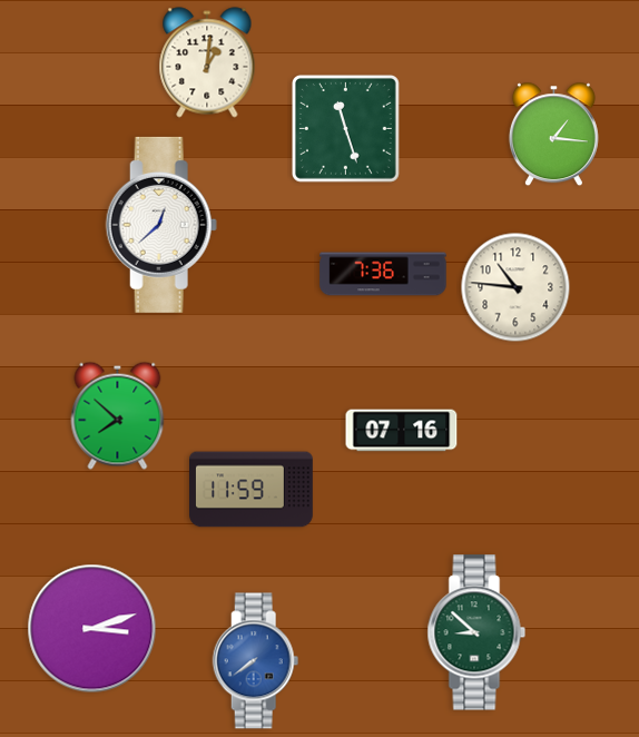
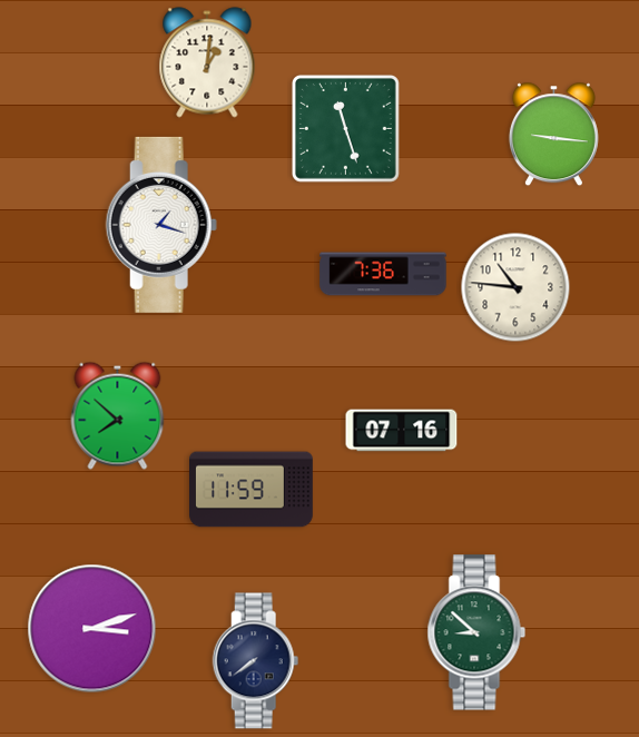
clock at (553, 135): 1:16 -> 9:16
clock at (161, 225): 12:38 -> 1:18
clock at (256, 661) dial: blue -> navy
